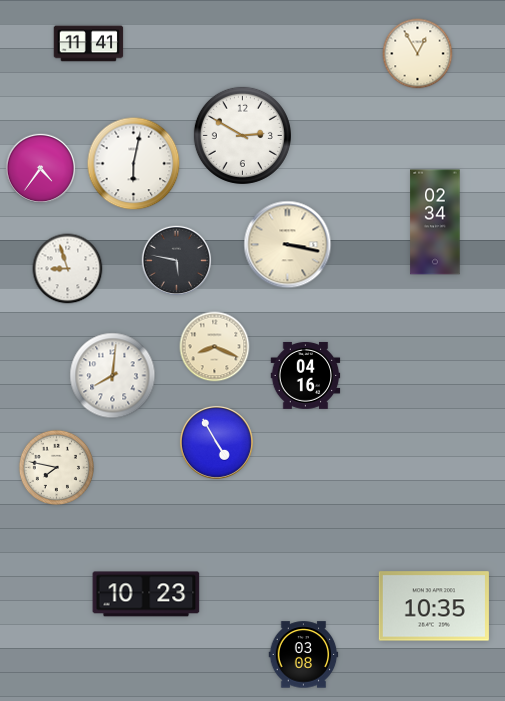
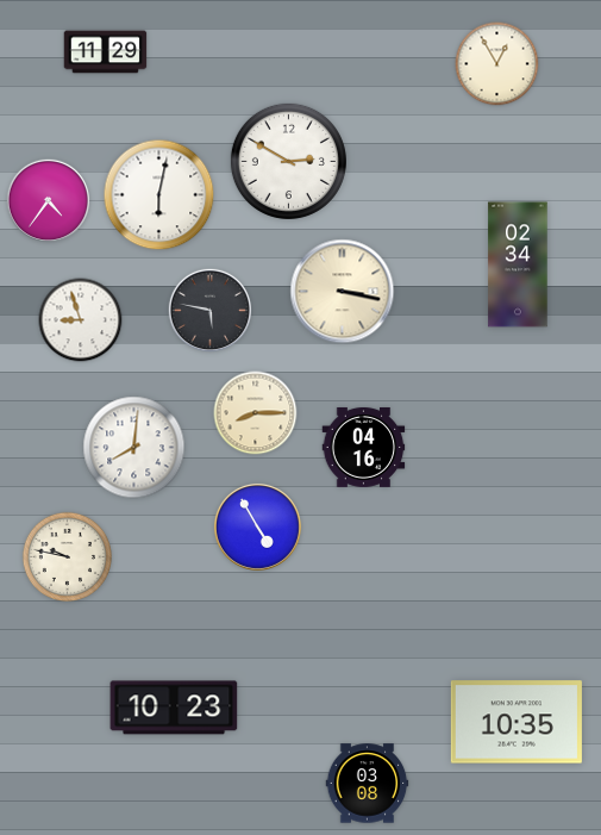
clock at (89, 44): 11:41 -> 11:29
clock at (215, 347): 8:19 -> 8:15
clock at (56, 467): 7:47 -> 9:47
clock at (304, 655) position: (304, 655) -> (368, 784)
